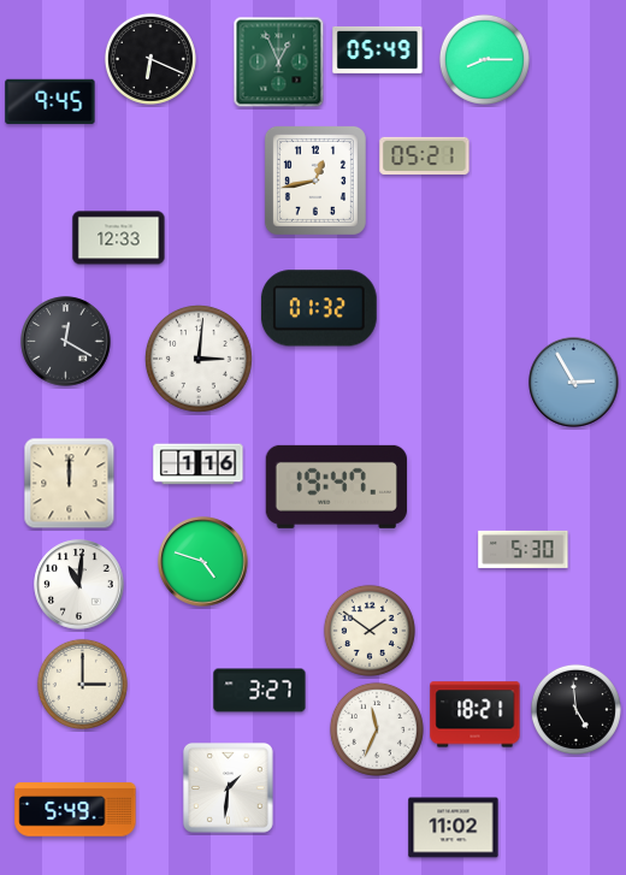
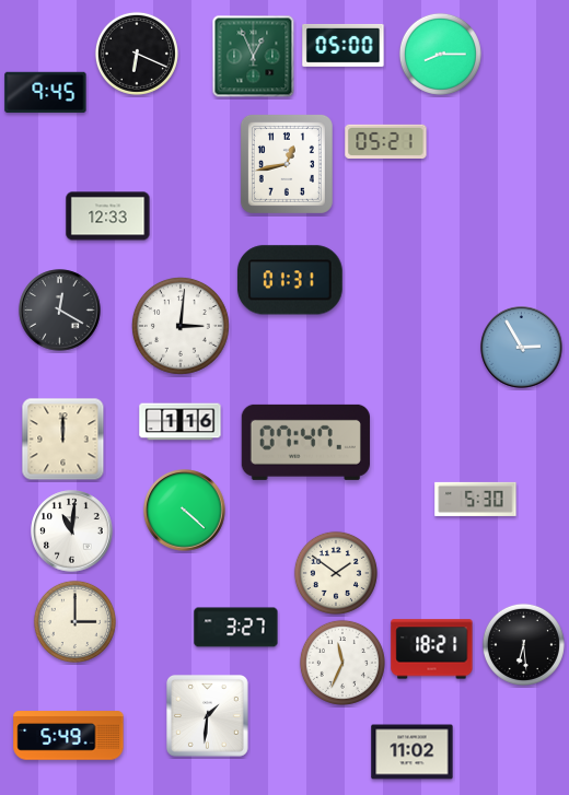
clock at (378, 49): 05:49 -> 05:00
clock at (319, 308): 01:32 -> 01:31
clock at (336, 486): 19:47 -> 07:47
clock at (203, 562): 4:48 -> 4:22
clock at (575, 709): 4:59 -> 6:29
